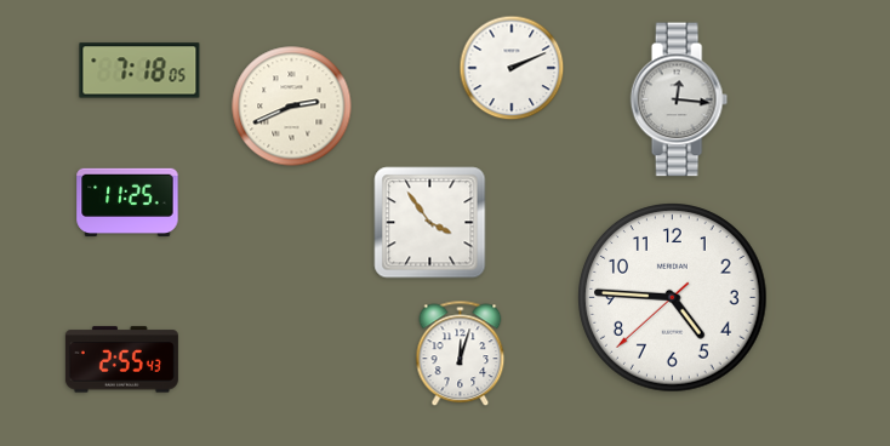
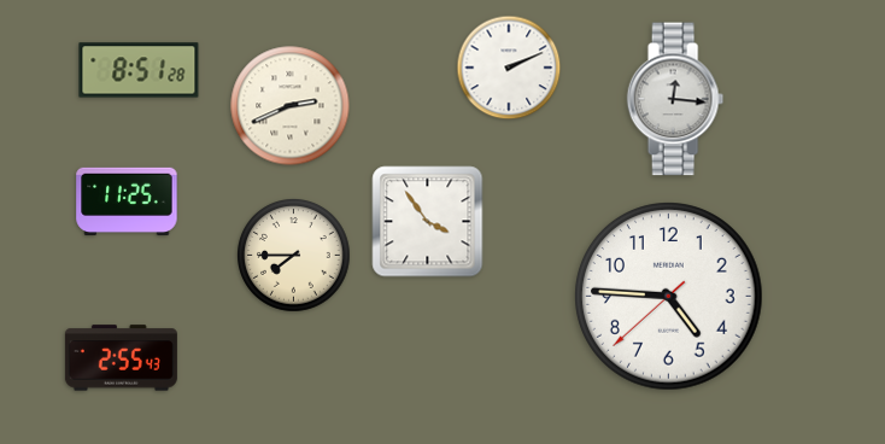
clock at (139, 70): 7:18 -> 8:51
clock at (294, 256): none -> 7:45
clock at (461, 354): 12:03 -> none
